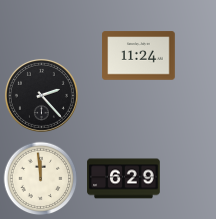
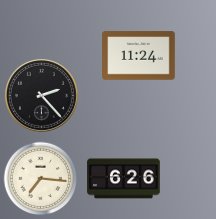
clock at (41, 179): 11:59 -> 7:16
clock at (124, 179): 6:29 -> 6:26
